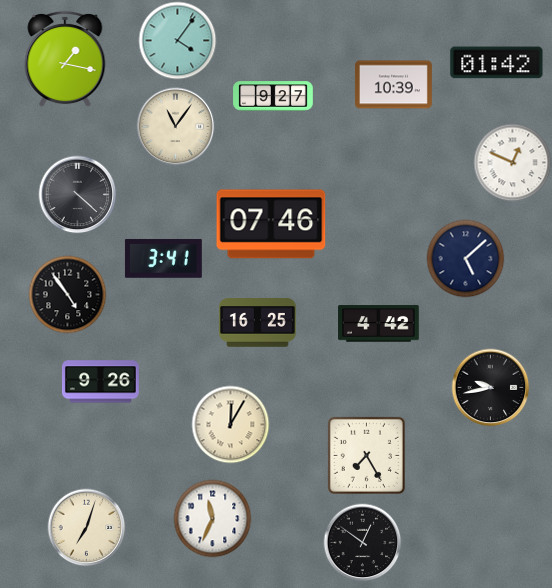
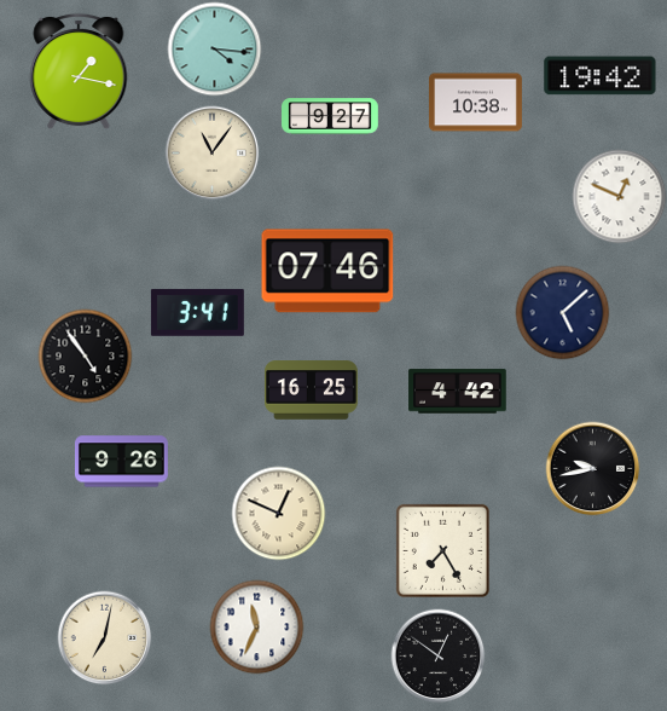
clock at (177, 40): 4:06 -> 4:16
clock at (497, 63): 01:42 -> 19:42
clock at (393, 85): 10:39 -> 10:38
clock at (77, 194): 4:22 -> none
clock at (67, 294) position: (67, 294) -> (85, 355)
clock at (230, 424): 12:05 -> 12:49
clock at (86, 527): 7:03 -> 7:02
